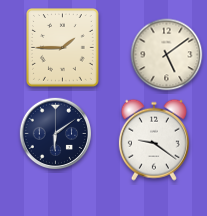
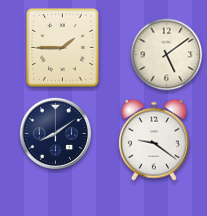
clock at (55, 133): 6:09 -> 8:09
